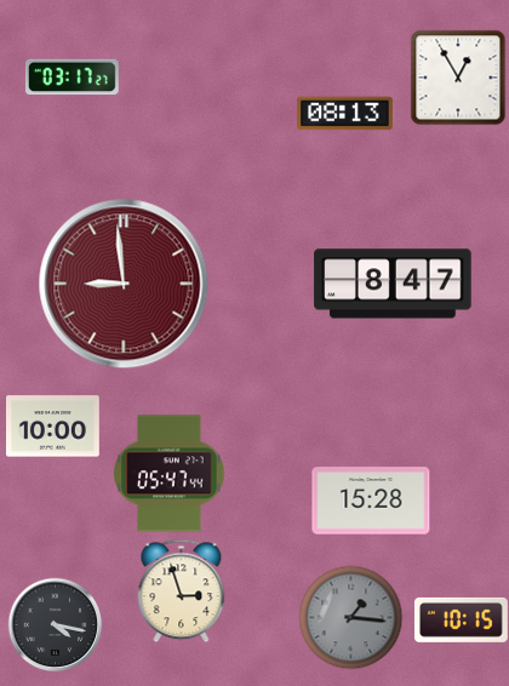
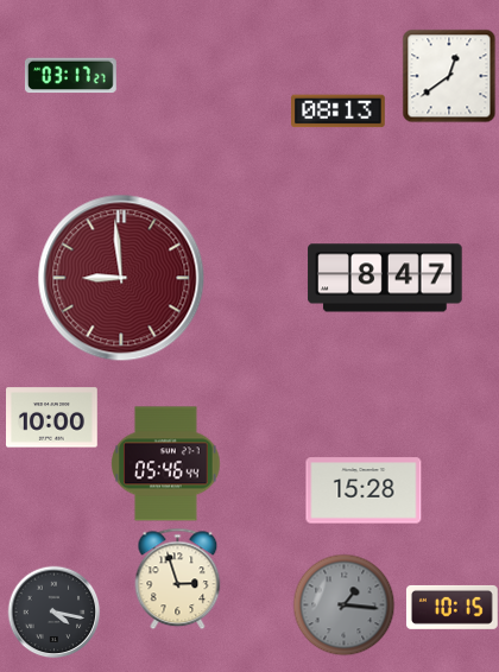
clock at (458, 78): 12:55 -> 12:39
clock at (170, 474): 05:47 -> 05:46
